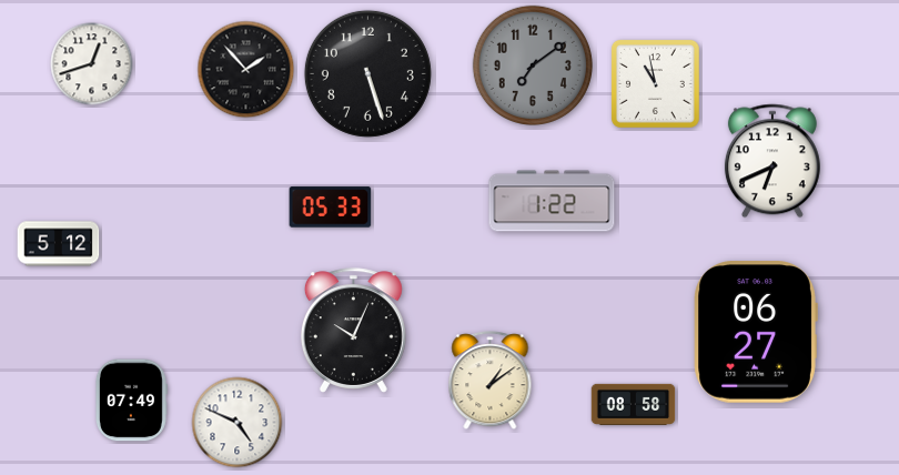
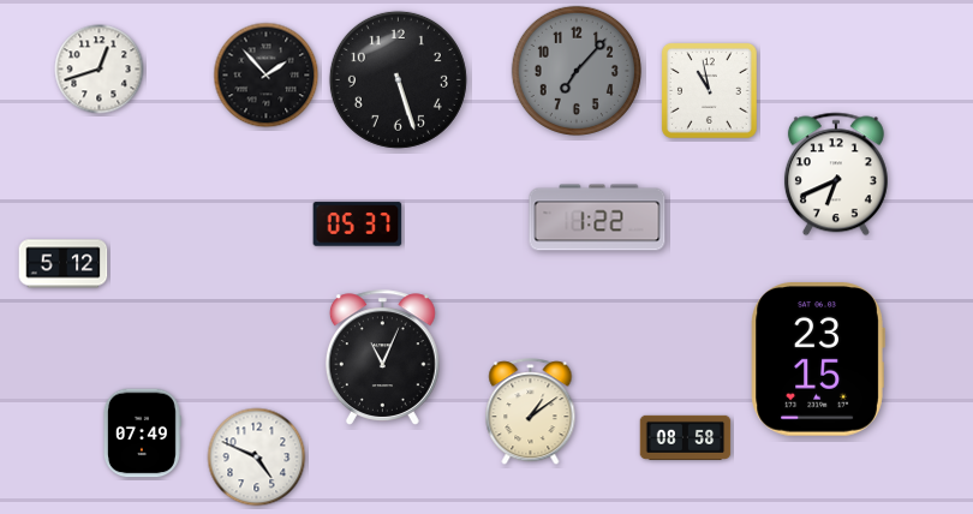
clock at (533, 65): 7:09 -> 7:07
clock at (331, 208): 05:33 -> 05:37
clock at (353, 331): 10:04 -> 11:04
clock at (756, 333): 06:27 -> 23:15
